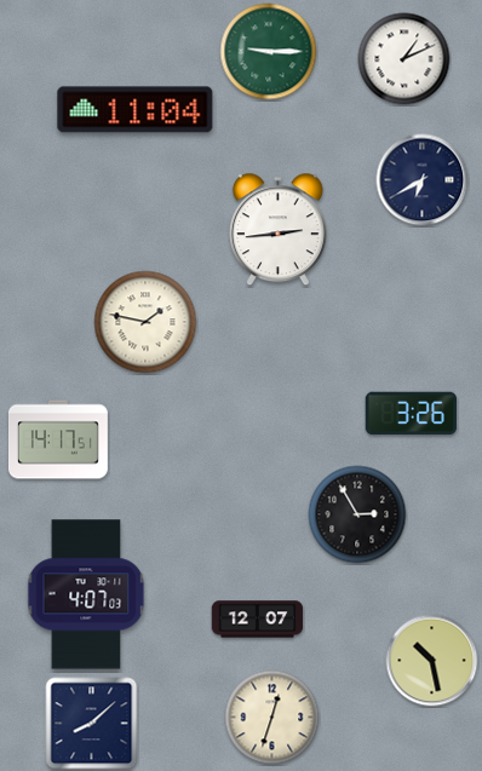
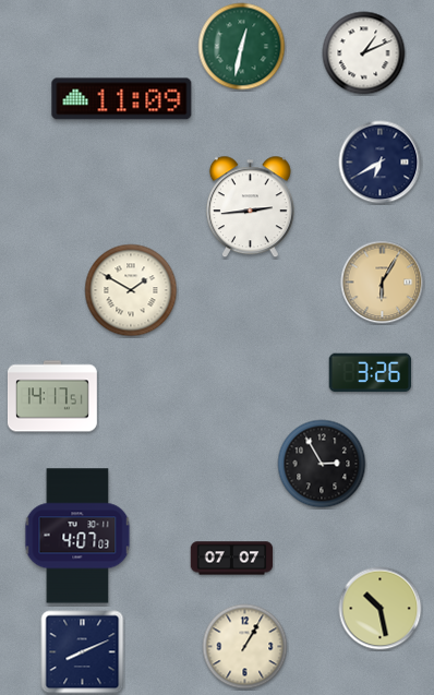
clock at (269, 52): 9:15 -> 12:32
clock at (136, 110): 11:04 -> 11:09
clock at (383, 283): none -> 6:05
clock at (145, 322): 1:47 -> 1:50
clock at (258, 620): 12:07 -> 07:07
clock at (432, 661) position: (432, 661) -> (381, 609)
clock at (272, 718): 12:33 -> 1:05
clock at (92, 724): 8:08 -> 8:11
